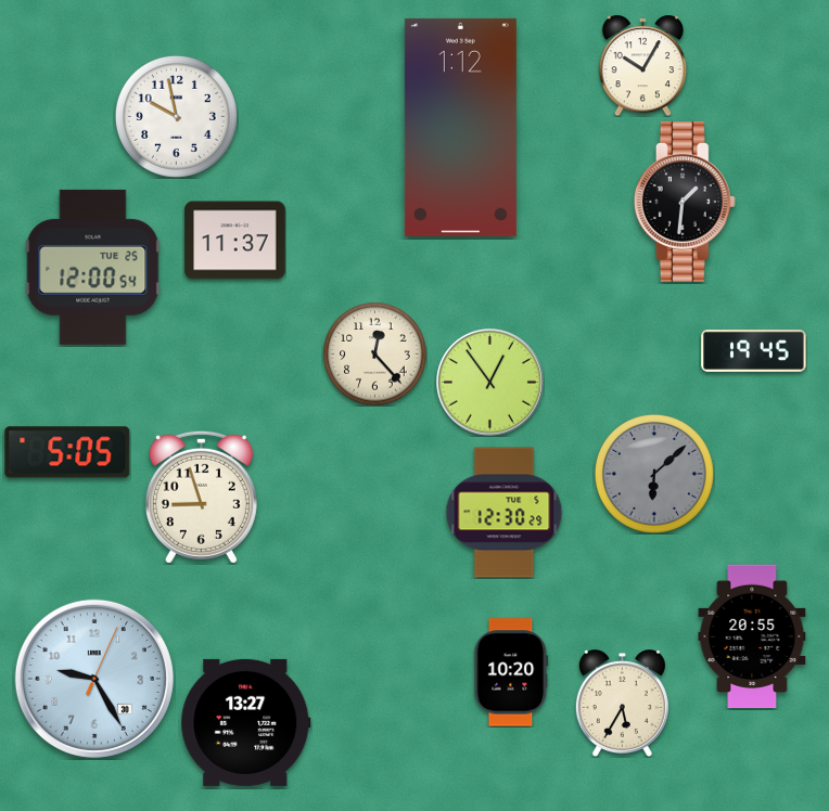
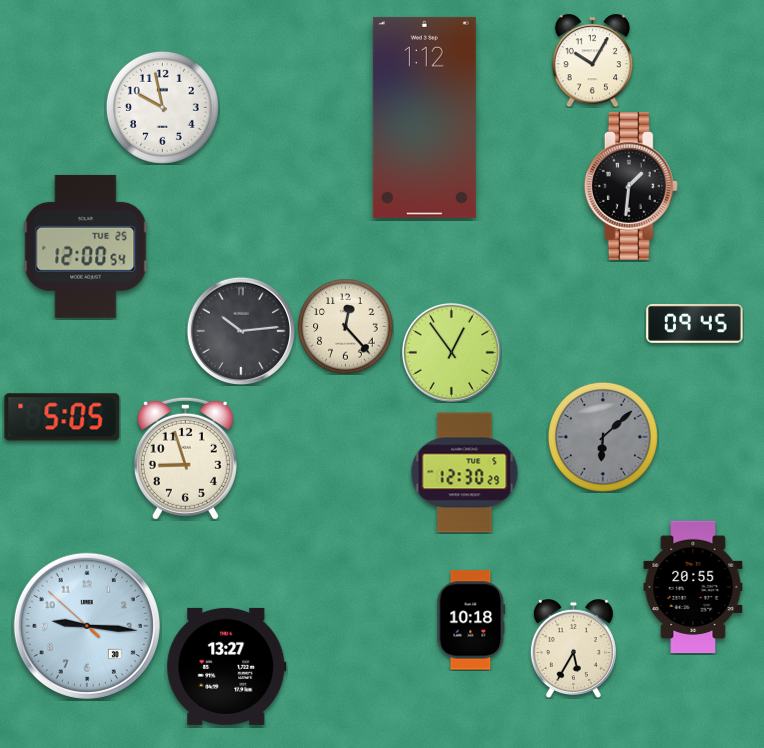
clock at (235, 241): 11:37 -> none
clock at (754, 351): 19:45 -> 09:45
clock at (240, 330): none -> 10:14
clock at (511, 672): 10:20 -> 10:18
clock at (94, 679): 9:25 -> 9:15
